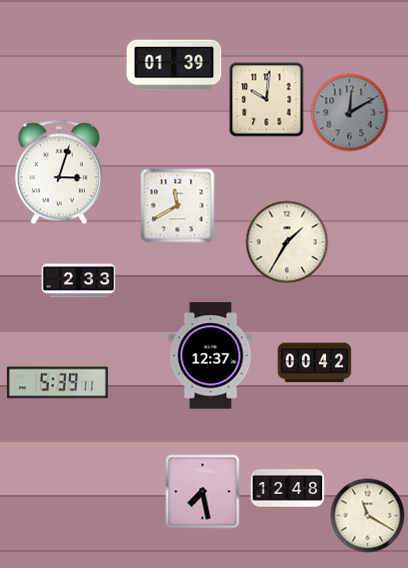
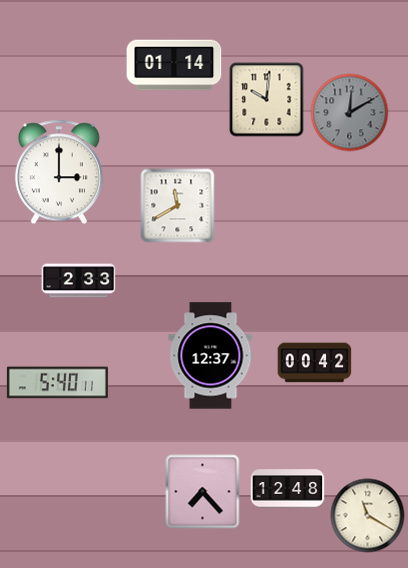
clock at (174, 65): 01:39 -> 01:14
clock at (59, 172): 3:03 -> 3:00
clock at (287, 242): 1:35 -> none
clock at (57, 383): 5:39 -> 5:40
clock at (203, 492): 7:28 -> 7:23
